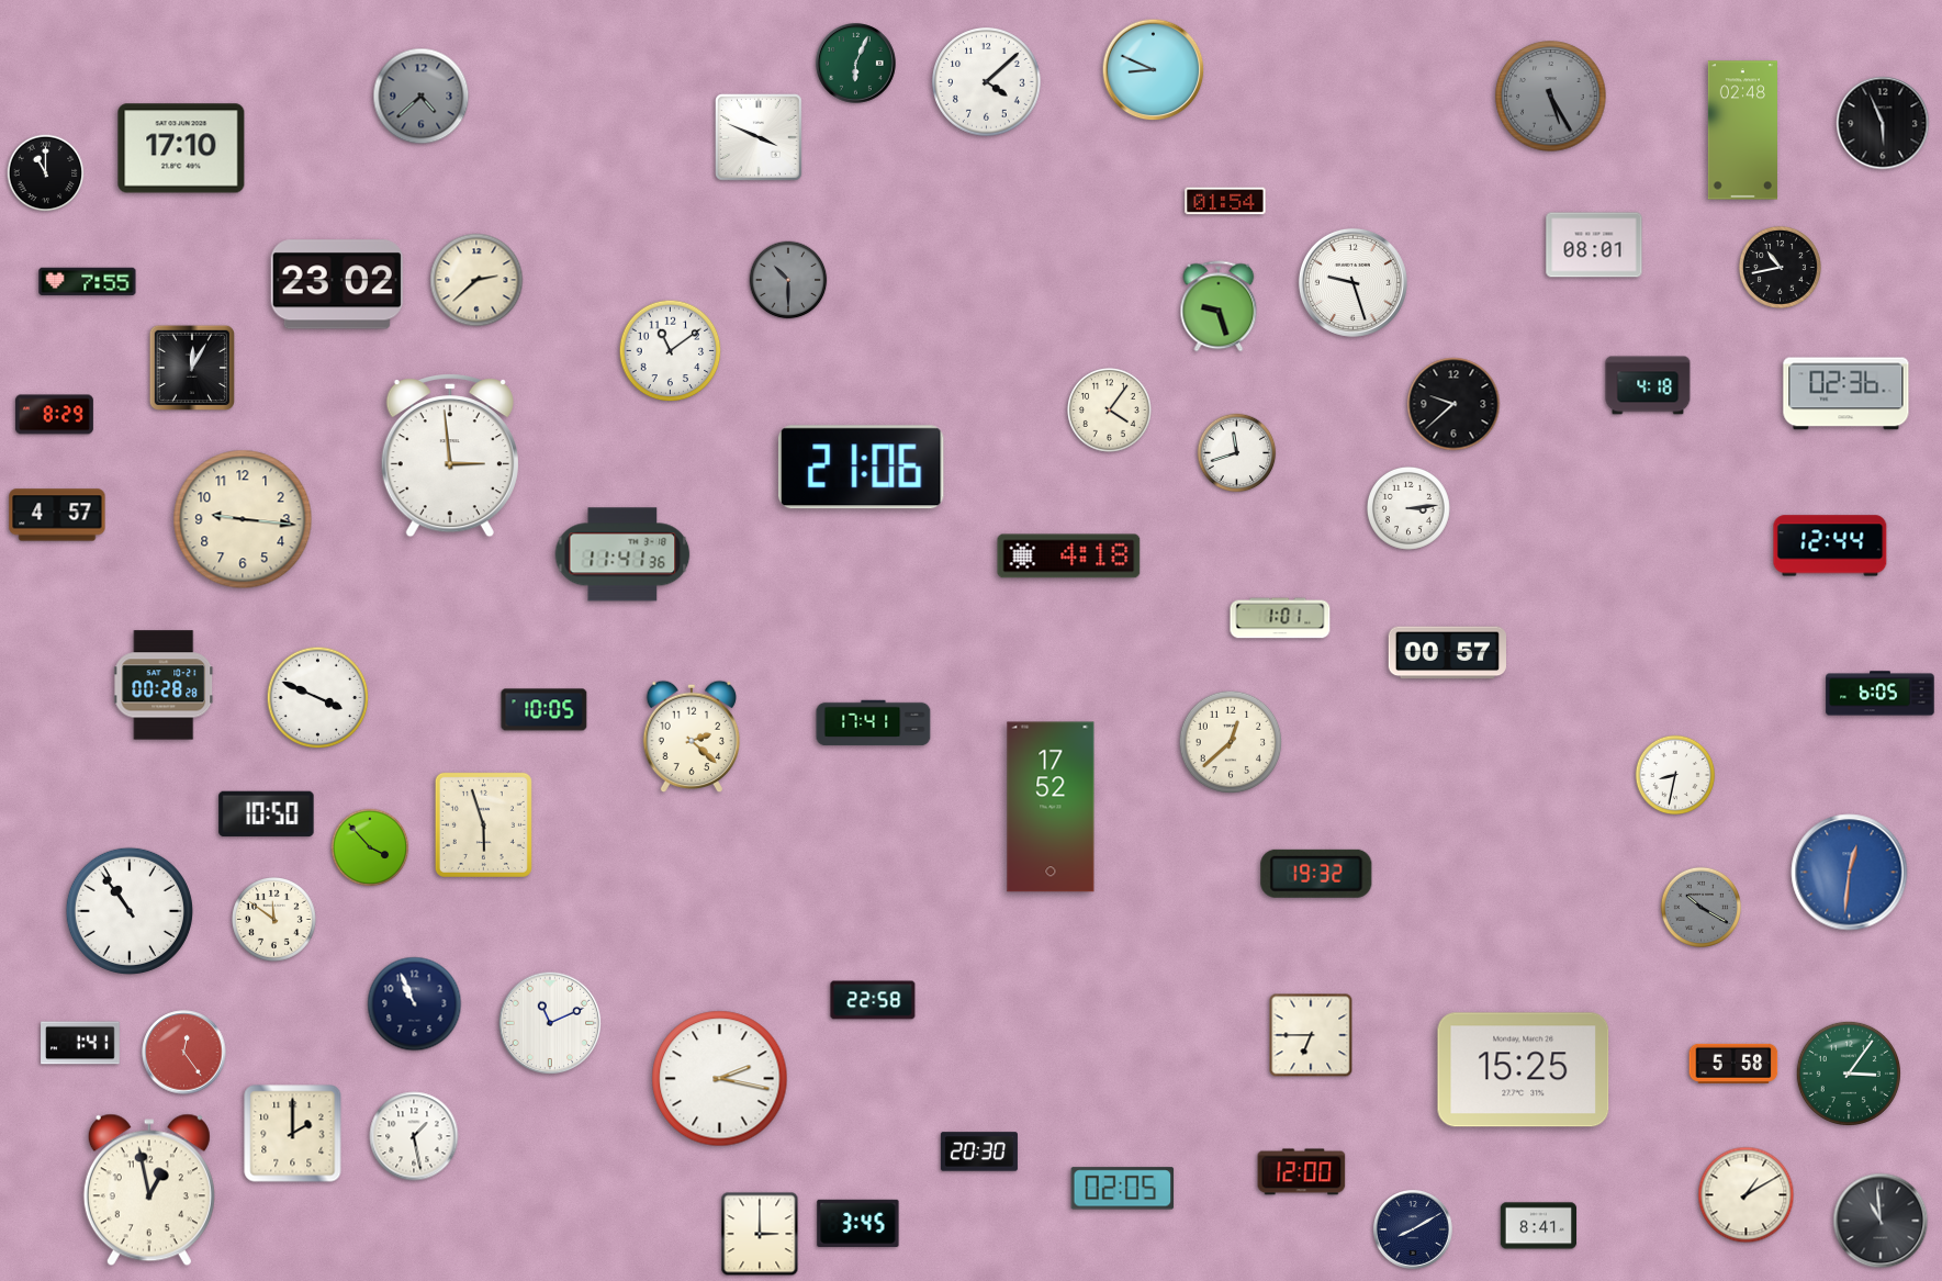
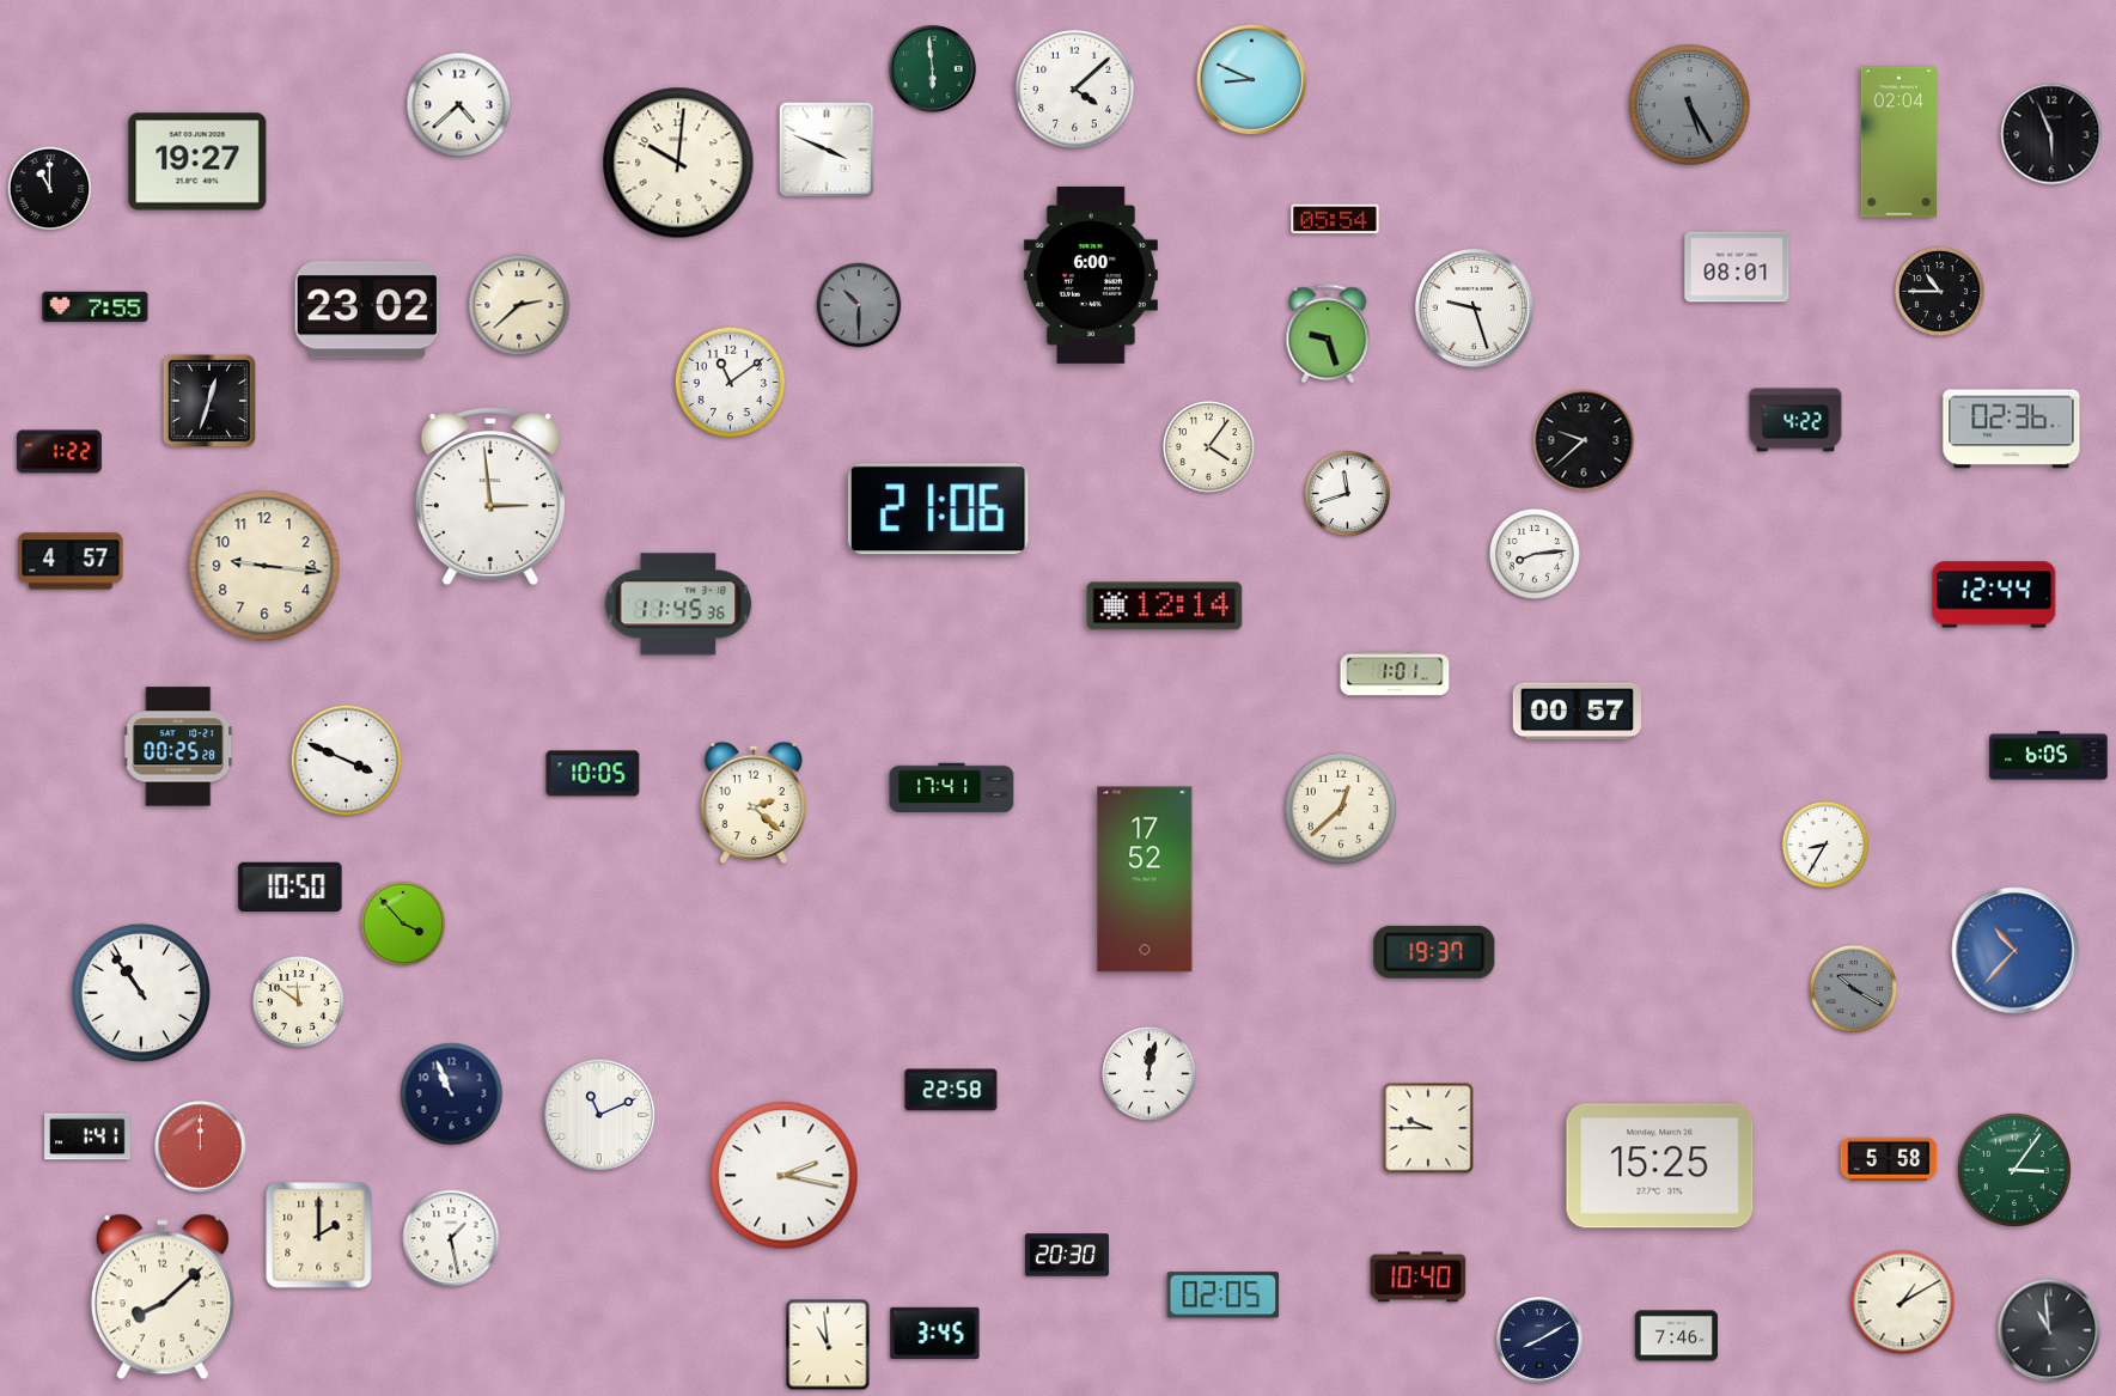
clock at (856, 64): 6:04 -> 5:59
clock at (1154, 70) position: (1154, 70) -> (1252, 80)
clock at (422, 97) dial: grey -> white
clock at (1742, 131): 02:48 -> 02:04
clock at (181, 148): 17:10 -> 19:27
clock at (678, 163): none -> 10:01
clock at (1225, 201): 01:54 -> 05:54
clock at (1091, 275): none -> 6:00
clock at (1780, 267): 10:43 -> 10:45
clock at (191, 367): 12:05 -> 12:33
clock at (1648, 385): 4:18 -> 4:22
clock at (54, 415): 8:29 -> 1:22
clock at (1408, 508): 3:14 -> 8:14
clock at (57, 515) position: (57, 515) -> (71, 561)
clock at (622, 554): 11:41 -> 11:45
clock at (1069, 557): 4:18 -> 12:14
clock at (165, 685): 00:28 -> 00:25
clock at (1675, 775): 8:32 -> 8:35
clock at (483, 824): 5:57 -> none
clock at (1850, 873): 12:31 -> 10:37
clock at (1316, 874): 19:32 -> 19:37
clock at (1150, 1074): none -> 12:02
clock at (1311, 1035): 6:45 -> 9:45
clock at (184, 1053): 12:24 -> 12:00
clock at (1302, 1172): 12:00 -> 10:40
clock at (149, 1190): 12:58 -> 8:08
clock at (1538, 1226): 8:41 -> 7:46
clock at (760, 1234): 3:00 -> 10:59
